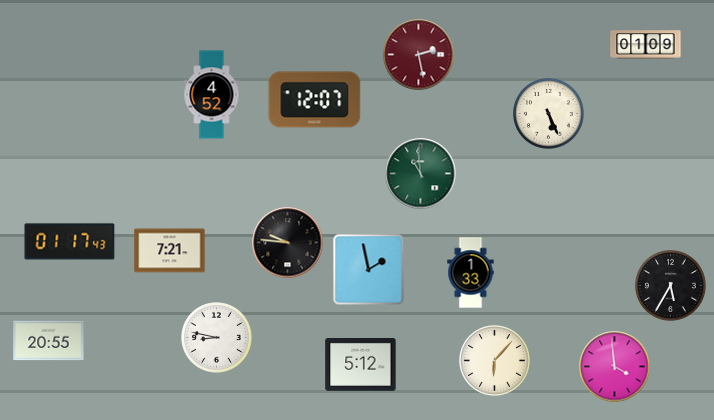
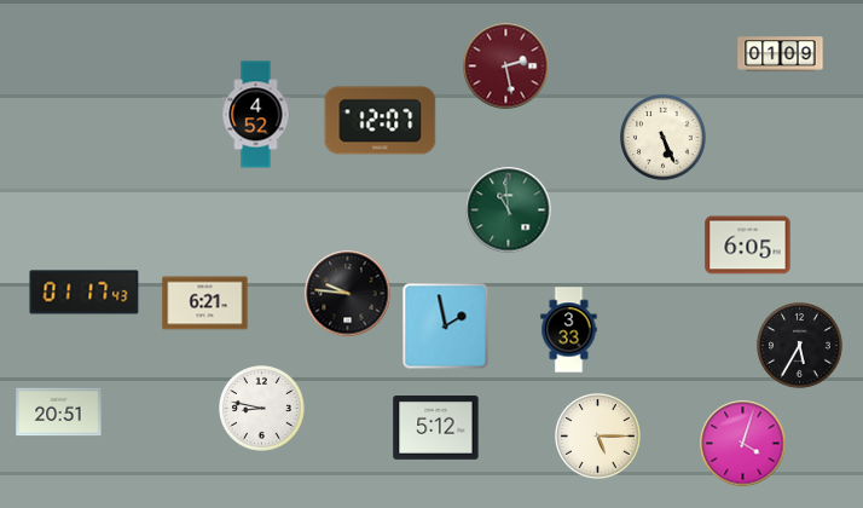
clock at (748, 246): none -> 6:05
clock at (170, 251): 7:21 -> 6:21
clock at (471, 273): 1:33 -> 3:33
clock at (671, 286) position: (671, 286) -> (800, 346)
clock at (49, 341): 20:55 -> 20:51
clock at (495, 361): 6:07 -> 5:15
clock at (361, 365) position: (361, 365) -> (436, 428)
clock at (615, 367): 3:59 -> 4:03
